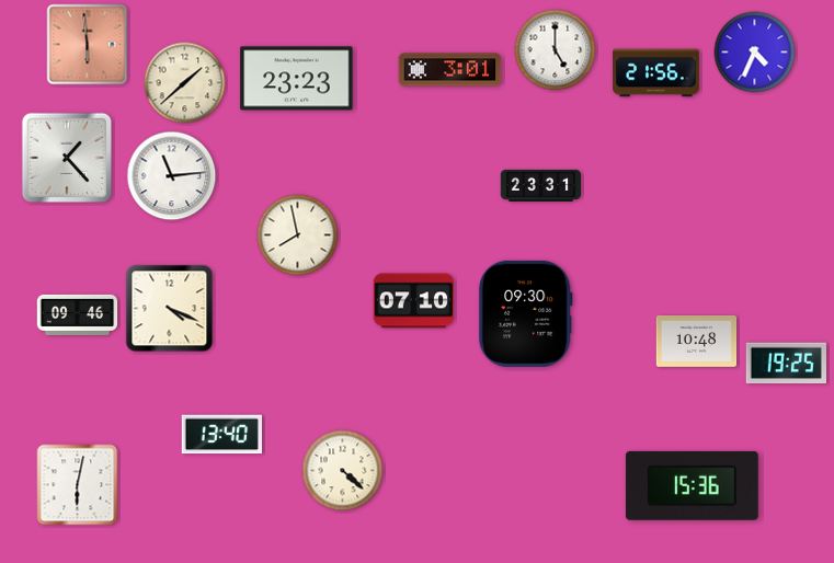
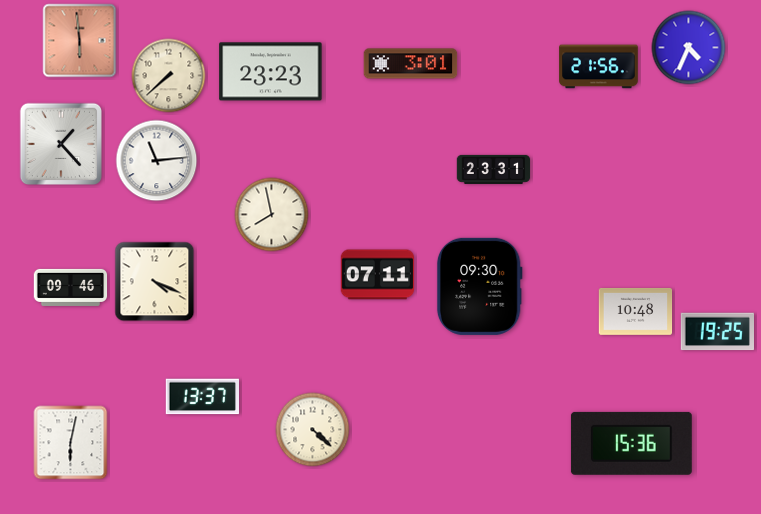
clock at (556, 50): 5:00 -> none
clock at (185, 83): 1:38 -> 7:38
clock at (413, 301): 07:10 -> 07:11
clock at (221, 435): 13:40 -> 13:37
